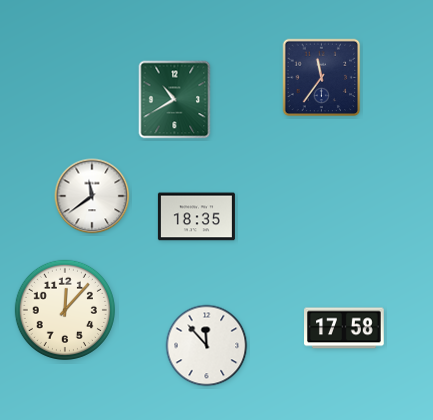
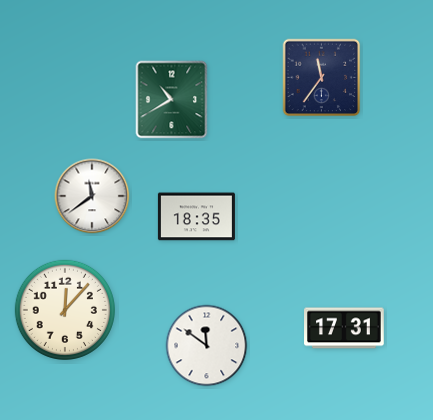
clock at (175, 100) position: (175, 100) -> (172, 100)
clock at (344, 328): 17:58 -> 17:31
clock at (207, 346): 11:53 -> 11:51
